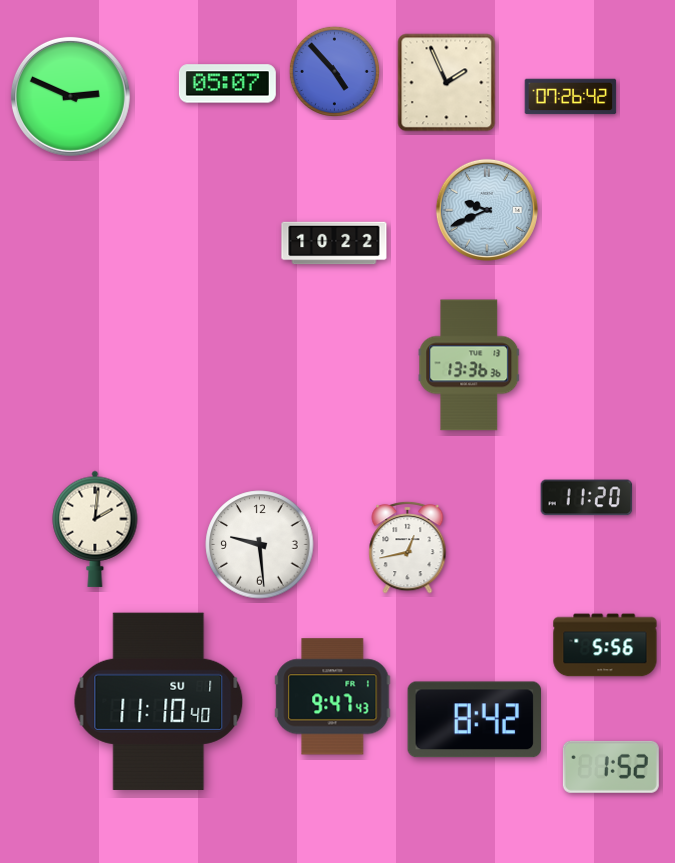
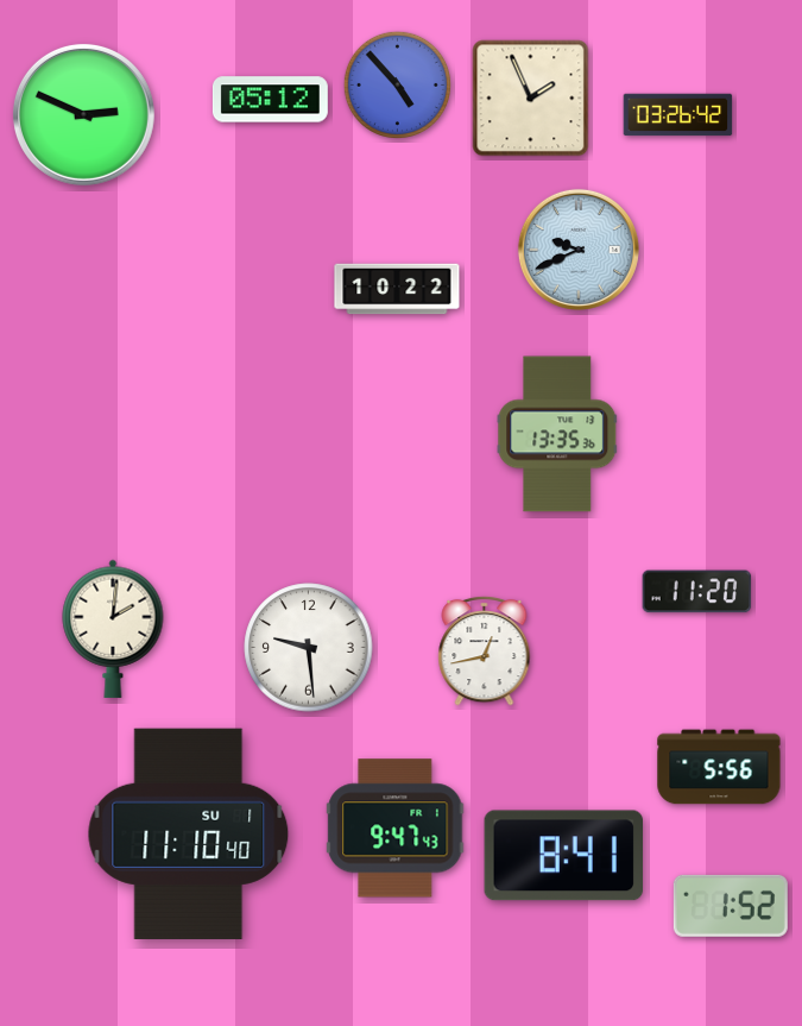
clock at (227, 84): 05:07 -> 05:12
clock at (571, 97): 07:26 -> 03:26
clock at (469, 365): 13:36 -> 13:35
clock at (475, 720): 8:42 -> 8:41
clock at (611, 767) position: (611, 767) -> (731, 906)
